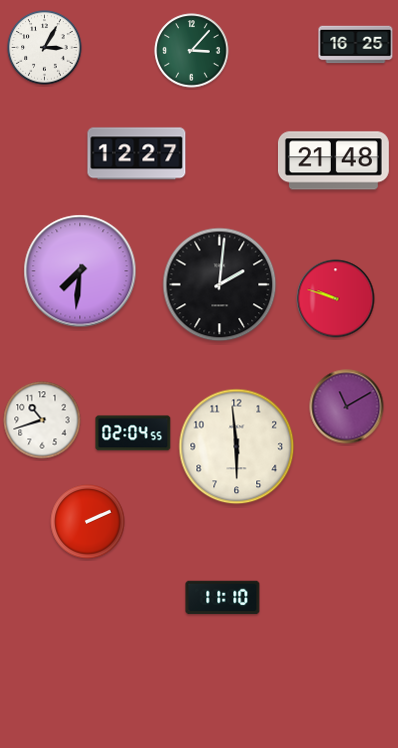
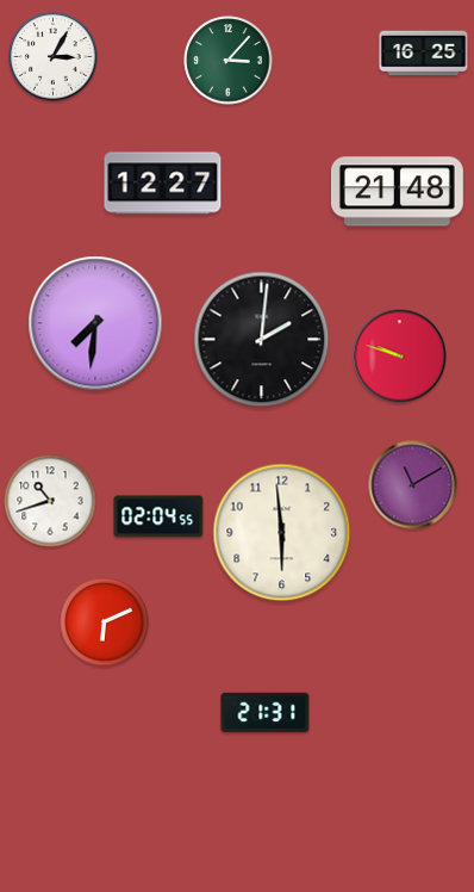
clock at (88, 522): 2:11 -> 6:11
clock at (223, 598): 11:10 -> 21:31
